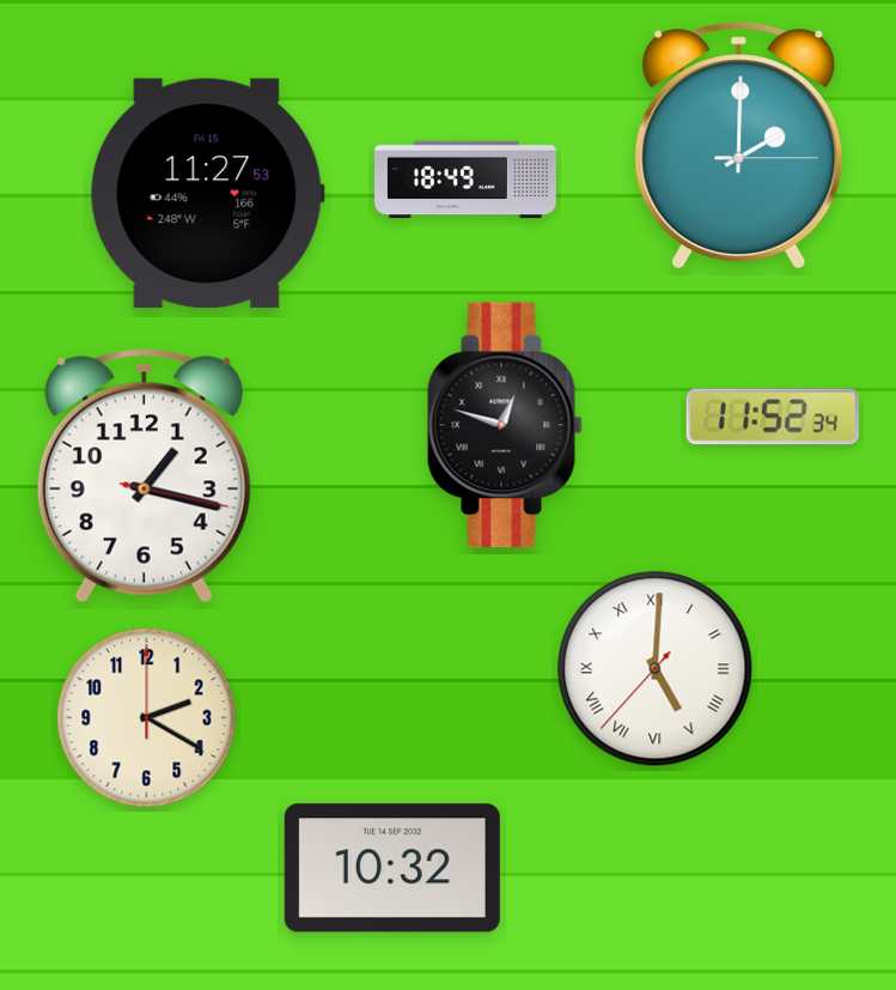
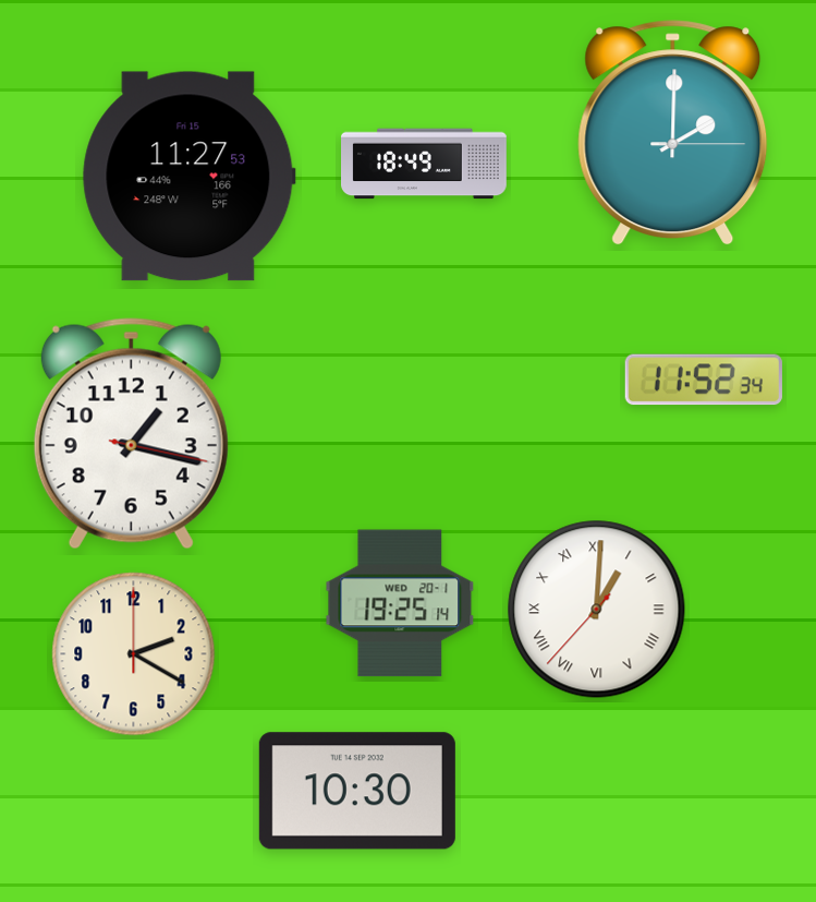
clock at (505, 425): 12:48 -> none
clock at (400, 603): none -> 19:25
clock at (656, 669): 5:00 -> 1:00
clock at (392, 868): 10:32 -> 10:30
